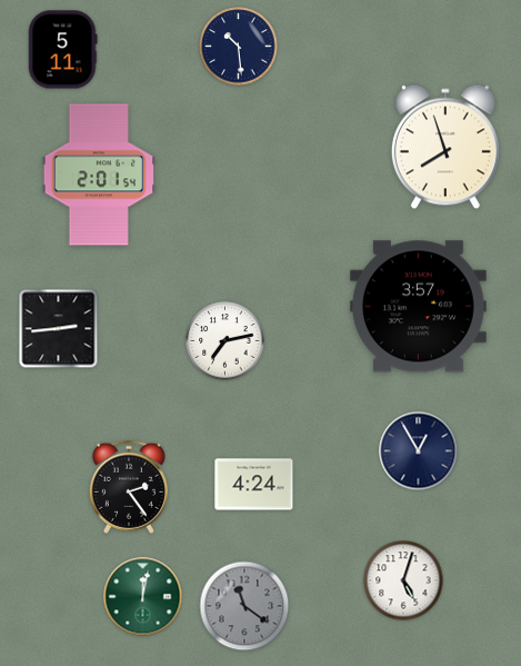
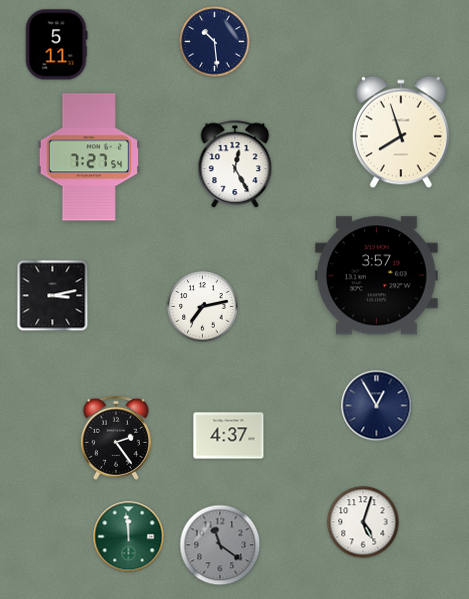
clock at (99, 175): 2:01 -> 7:27
clock at (235, 165): none -> 12:25
clock at (59, 329): 2:44 -> 3:13
clock at (254, 485): 4:24 -> 4:37
clock at (143, 597): 12:02 -> 11:59
